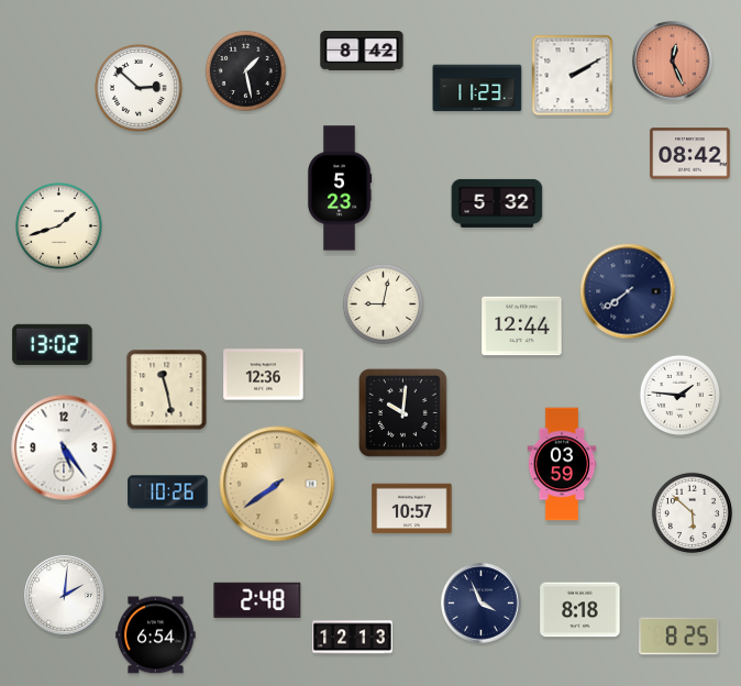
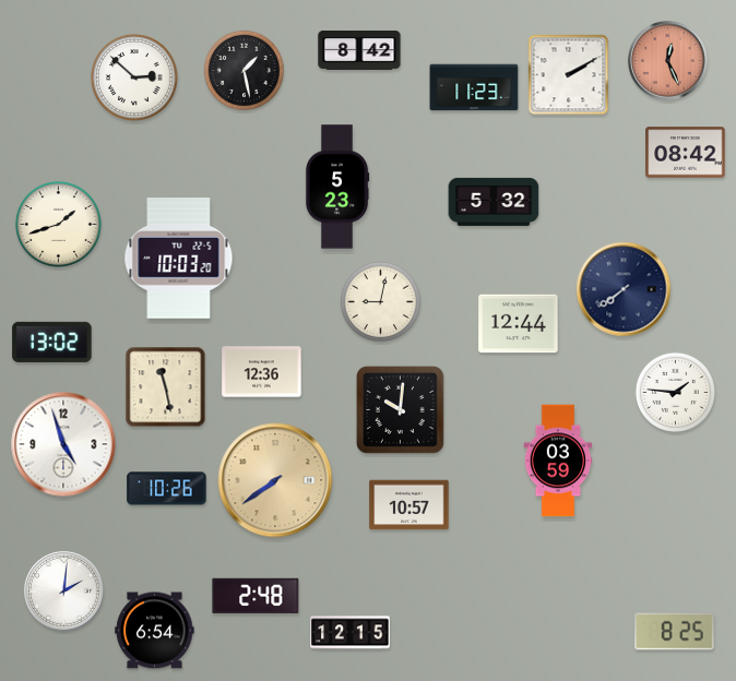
clock at (140, 89) position: (140, 89) -> (135, 79)
clock at (179, 259): none -> 10:03
clock at (64, 447): 5:24 -> 4:57
clock at (692, 512): 5:52 -> none
clock at (482, 604): 3:56 -> none
clock at (580, 610): 8:18 -> none
clock at (353, 638): 12:13 -> 12:15
